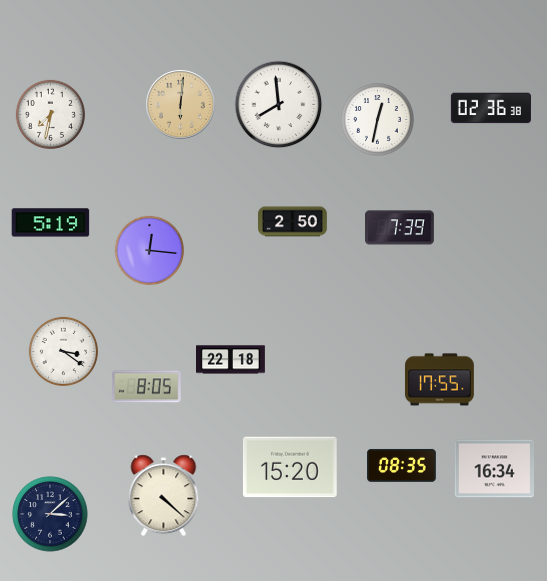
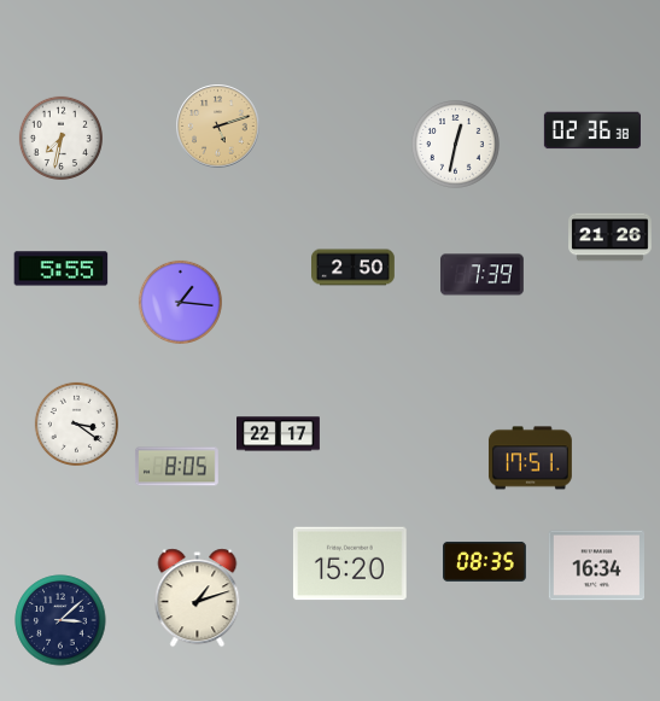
clock at (181, 105): 6:01 -> 5:12
clock at (279, 105): 7:59 -> none
clock at (611, 238): none -> 21:26
clock at (51, 223): 5:19 -> 5:55
clock at (149, 250): 12:16 -> 1:16
clock at (231, 360): 22:18 -> 22:17
clock at (439, 380): 17:55 -> 17:51
clock at (164, 496): 4:22 -> 1:12
